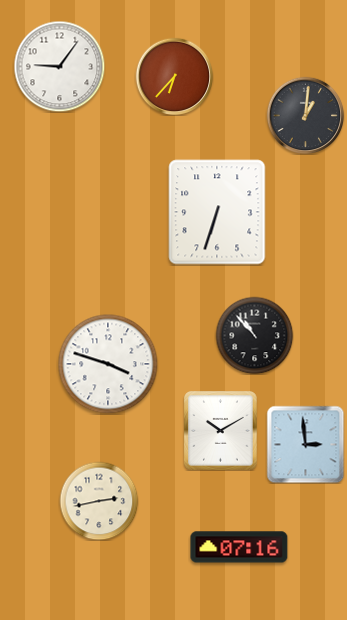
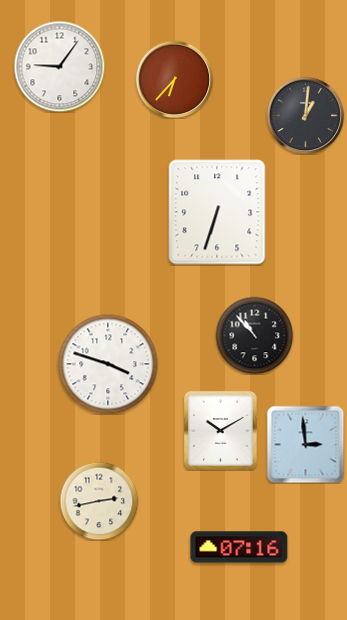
clock at (174, 76) position: (174, 76) -> (174, 79)
